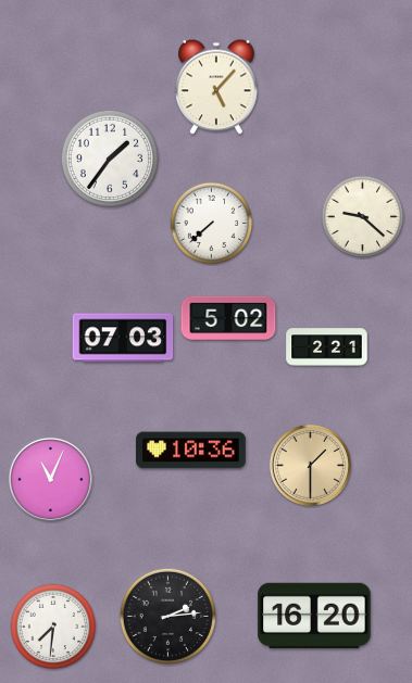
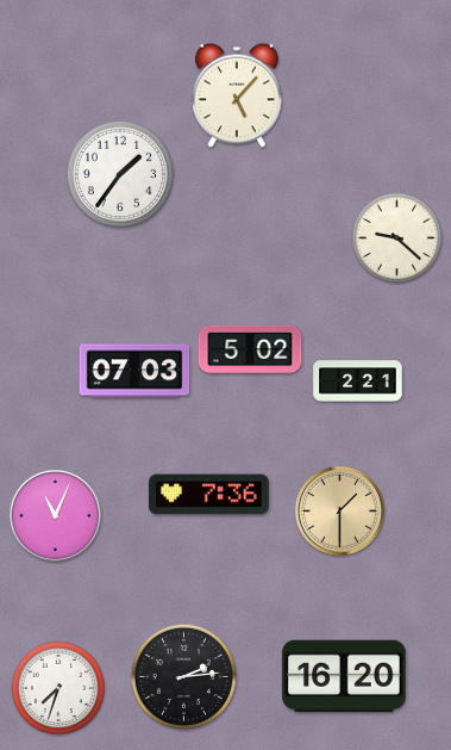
clock at (212, 224): 7:38 -> none
clock at (191, 451): 10:36 -> 7:36
clock at (50, 479) position: (50, 479) -> (55, 515)
clock at (53, 627): 7:31 -> 7:33
